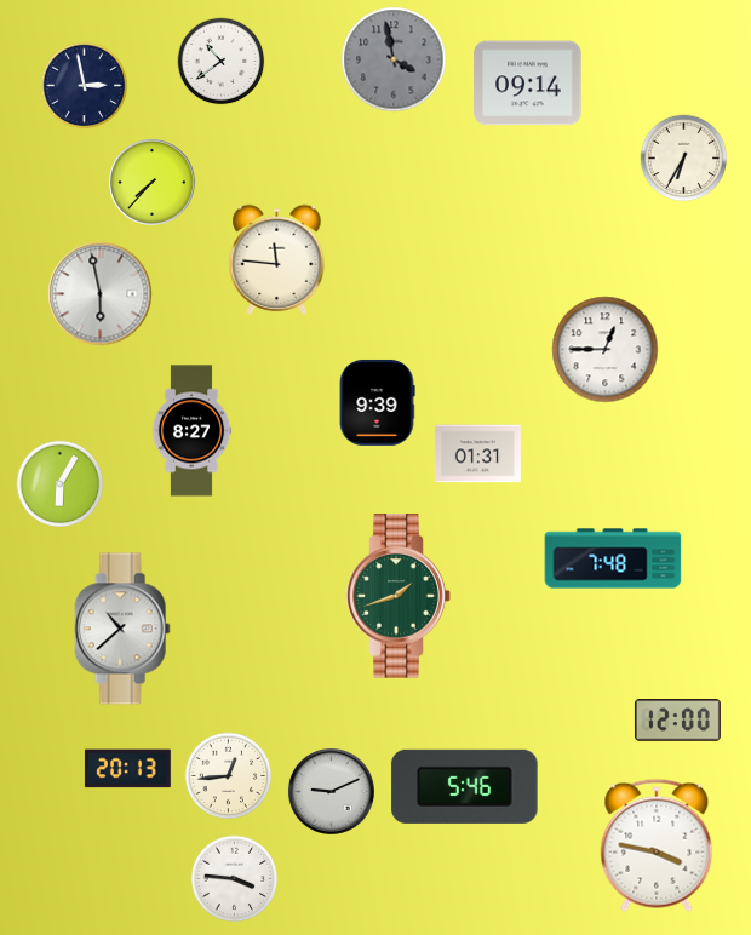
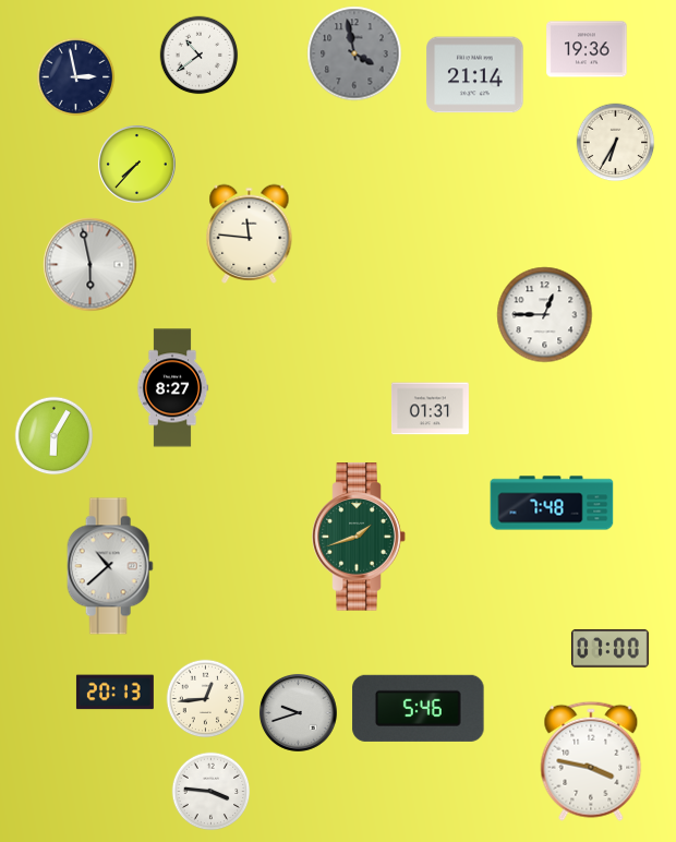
clock at (587, 49): none -> 19:36
clock at (528, 84): 09:14 -> 21:14
clock at (377, 402): 9:39 -> none
clock at (677, 721): 12:00 -> 07:00
clock at (331, 791): 9:11 -> 9:42
